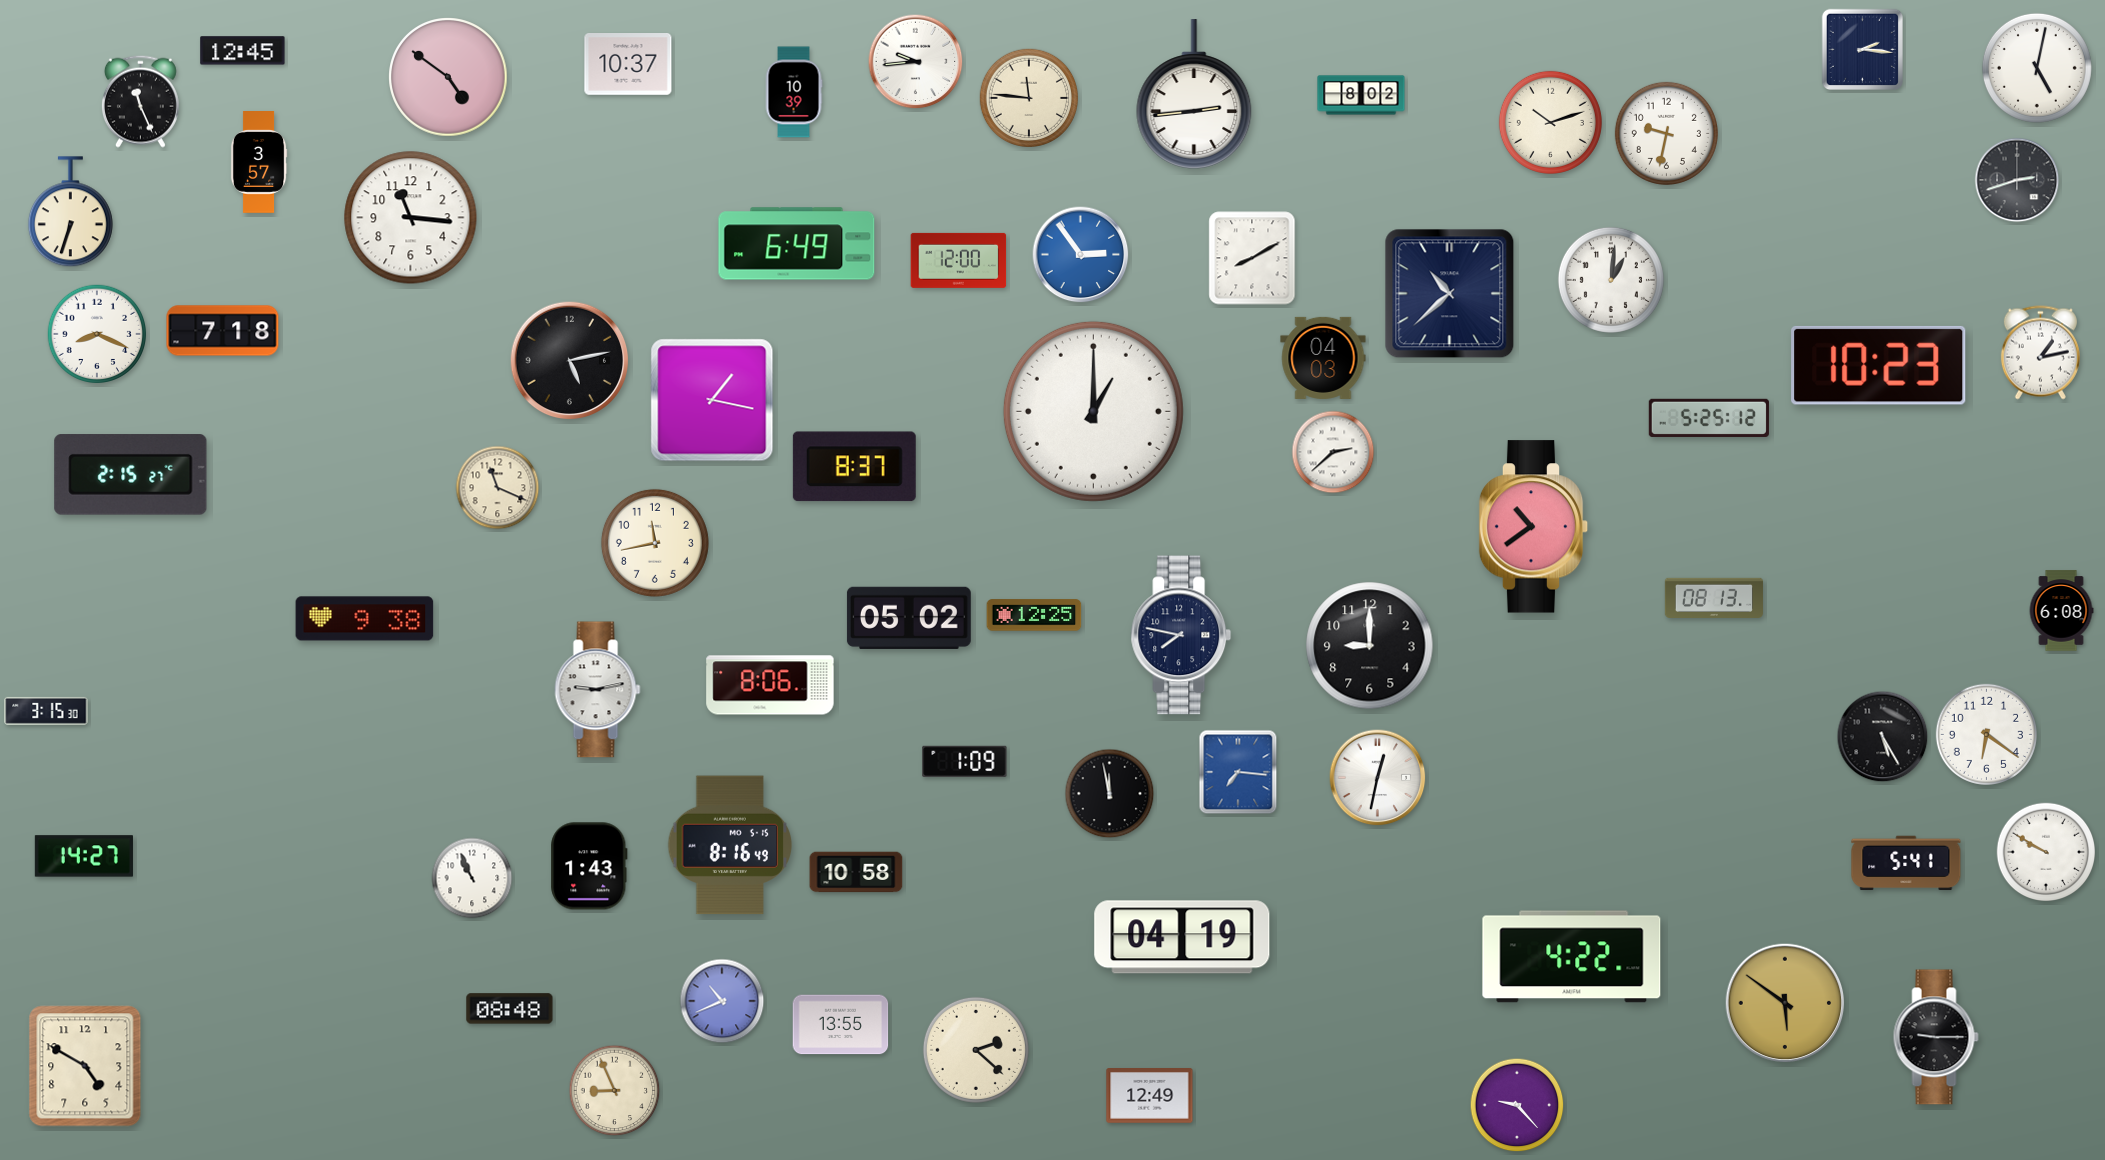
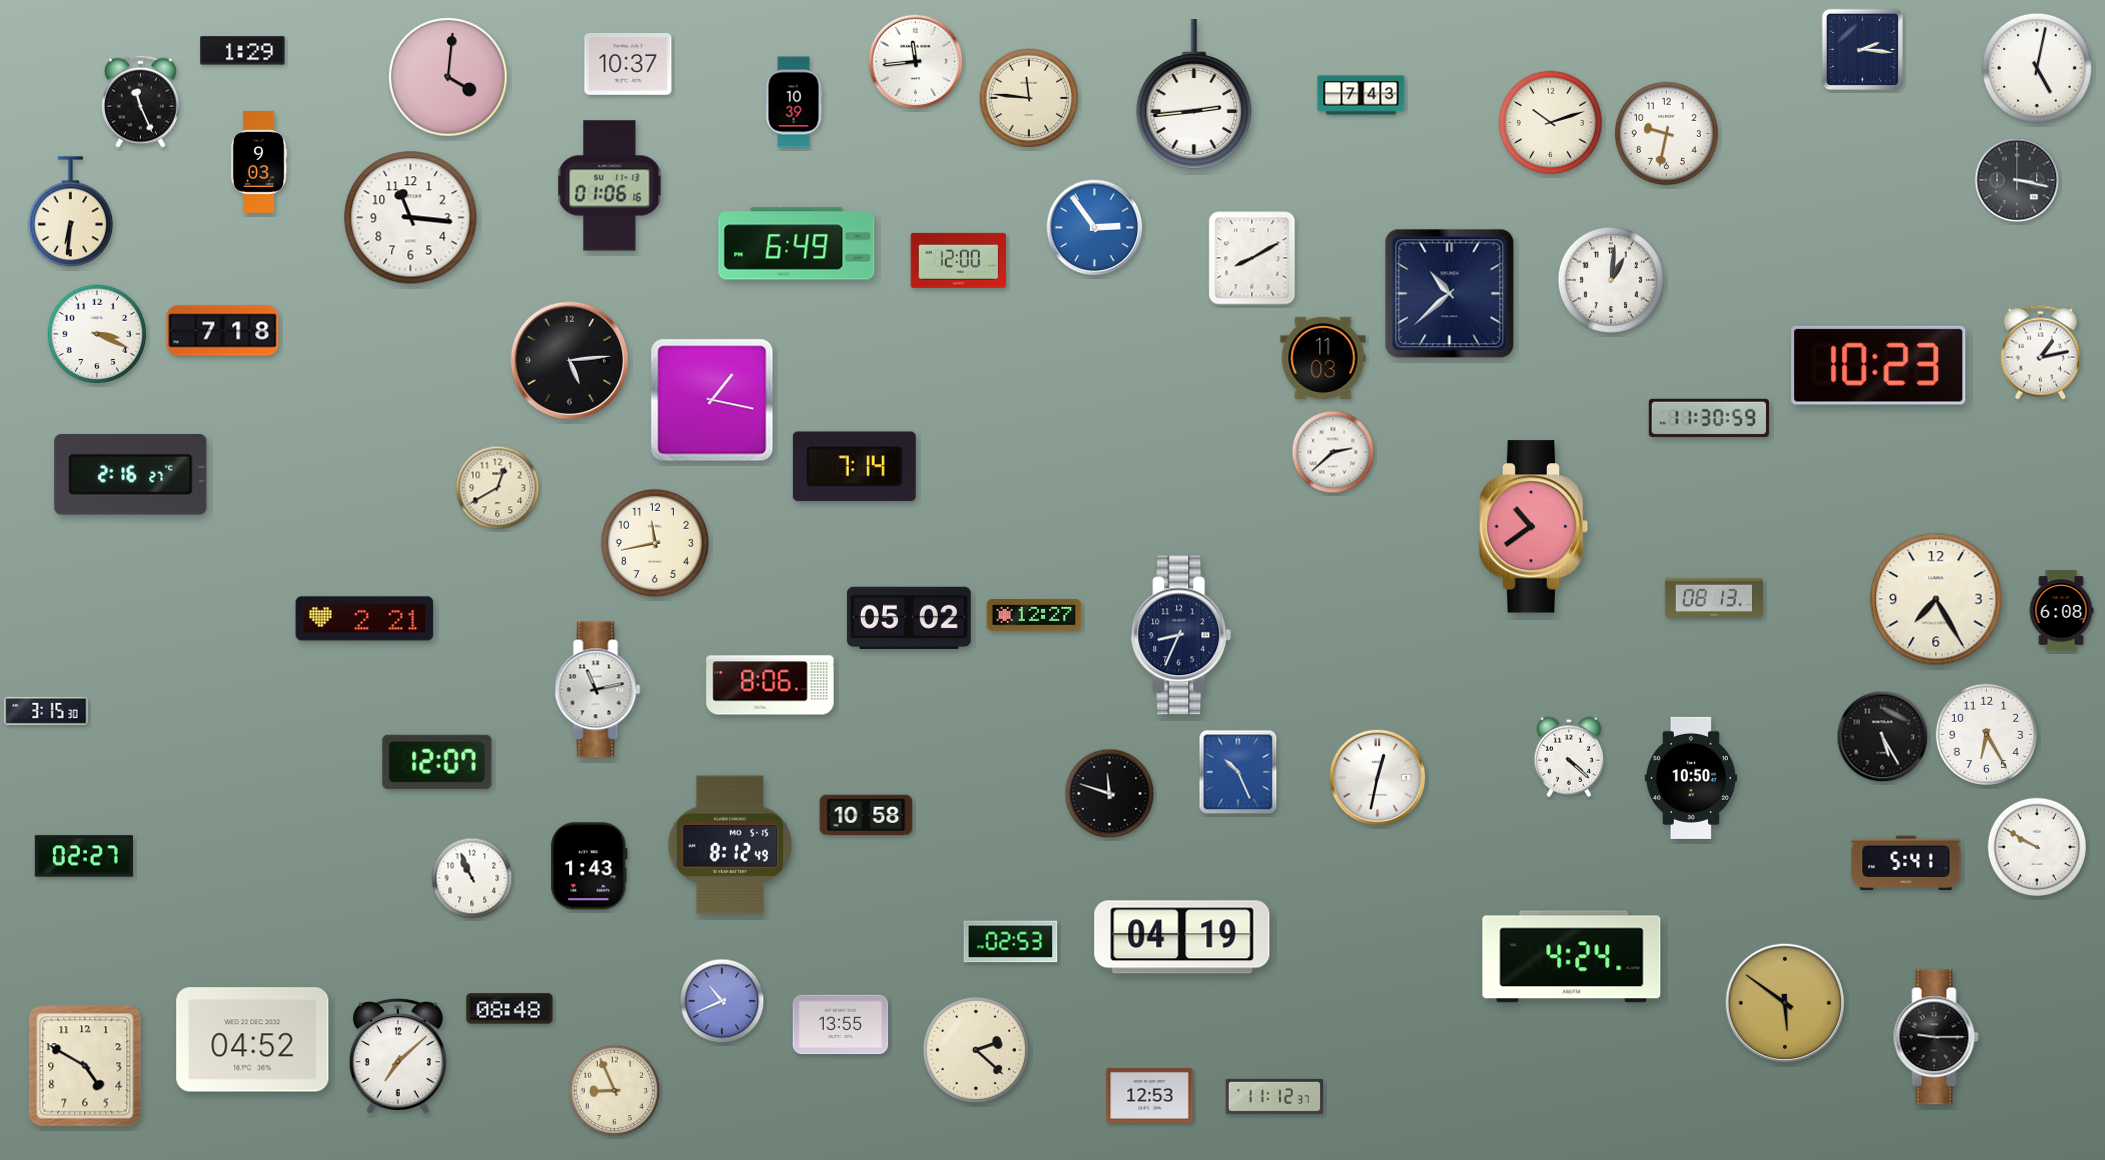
clock at (243, 51): 12:45 -> 1:29
clock at (916, 62): 9:44 -> 11:44
clock at (448, 77): 4:51 -> 4:01
clock at (794, 92) position: (794, 92) -> (794, 102)
clock at (1361, 95): 8:02 -> 7:43
clock at (259, 163): 3:57 -> 9:03
clock at (2017, 180): 2:42 -> 3:17
clock at (610, 186): none -> 01:06
clock at (70, 212): 6:33 -> 6:31
clock at (1081, 255) position: (1081, 255) -> (1095, 228)
clock at (97, 334): 8:19 -> 3:19
clock at (1323, 358): 04:03 -> 11:03
clock at (570, 361): 5:13 -> 5:14
clock at (1093, 411): 1:00 -> none
clock at (1709, 418): 5:25 -> 11:30
clock at (854, 467): 8:37 -> 7:14
clock at (131, 475): 2:15 -> 2:16
clock at (498, 488): 11:19 -> 12:40
clock at (1936, 599): none -> 7:25
clock at (1034, 615): 12:25 -> 12:27
clock at (365, 619): 9:38 -> 2:21
clock at (1181, 635): 7:47 -> 8:34
clock at (1370, 646): 9:00 -> none
clock at (598, 690): 9:13 -> 11:13
clock at (1986, 734): 6:21 -> 6:25
clock at (1569, 757): none -> 4:22
clock at (965, 761): 1:09 -> none
clock at (437, 762): none -> 12:07
clock at (1238, 772): 7:16 -> 10:26
clock at (1691, 778): none -> 10:50
clock at (1110, 794): 11:58 -> 11:48
clock at (730, 845): 8:16 -> 8:12
clock at (2046, 852) position: (2046, 852) -> (2037, 847)
clock at (84, 856): 14:27 -> 02:27
clock at (856, 872) position: (856, 872) -> (866, 815)
clock at (1011, 942): none -> 02:53
clock at (1572, 957): 4:22 -> 4:24
clock at (253, 1040): none -> 04:52
clock at (398, 1056): none -> 7:08
clock at (1150, 1096): 12:49 -> 12:53
clock at (1274, 1096): none -> 11:12
clock at (1517, 1105): 9:23 -> none
